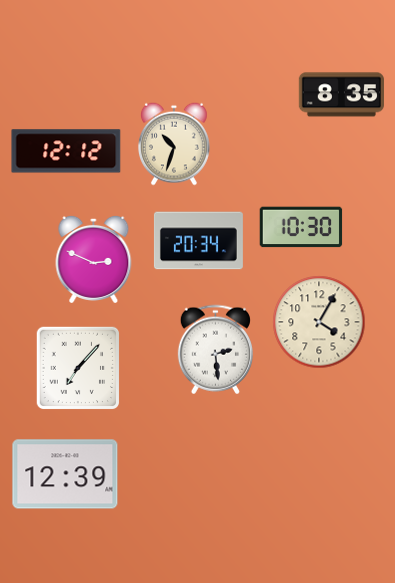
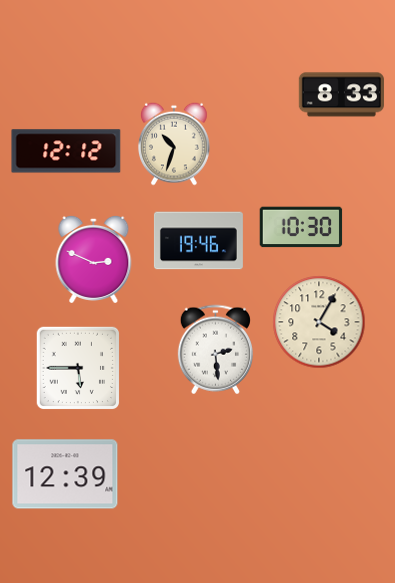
clock at (341, 95): 8:35 -> 8:33
clock at (198, 241): 20:34 -> 19:46
clock at (78, 368): 7:07 -> 5:45
